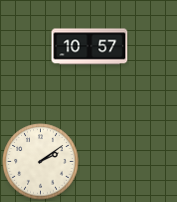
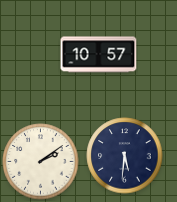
clock at (90, 47) position: (90, 47) -> (99, 55)
clock at (125, 156): none -> 5:31
